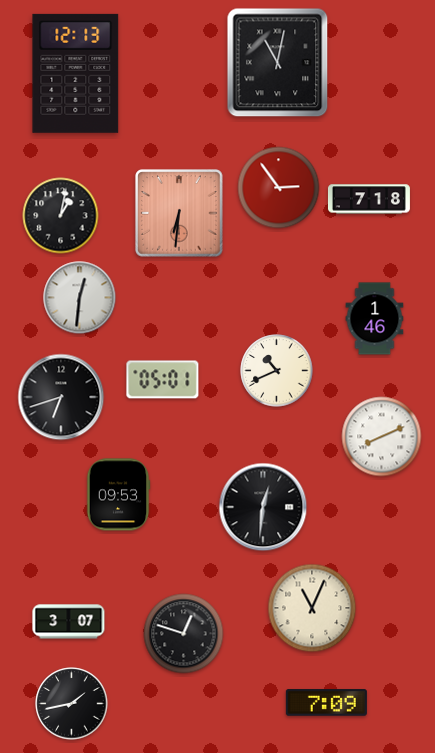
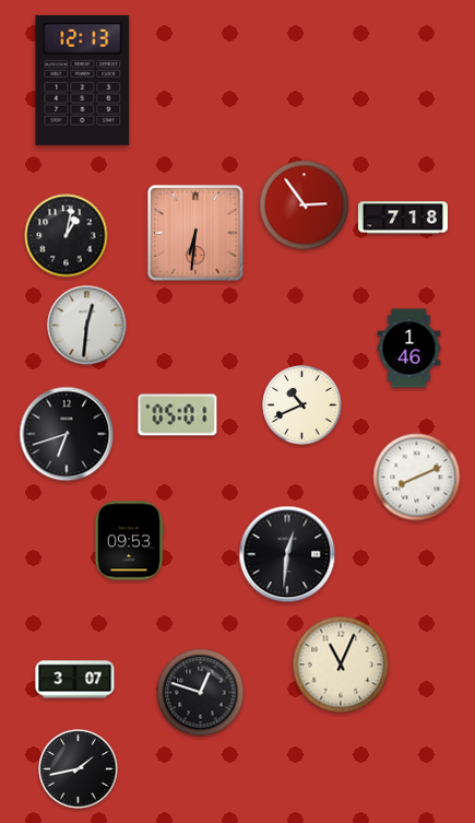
clock at (278, 63): 11:02 -> none
clock at (326, 703): 7:09 -> none
